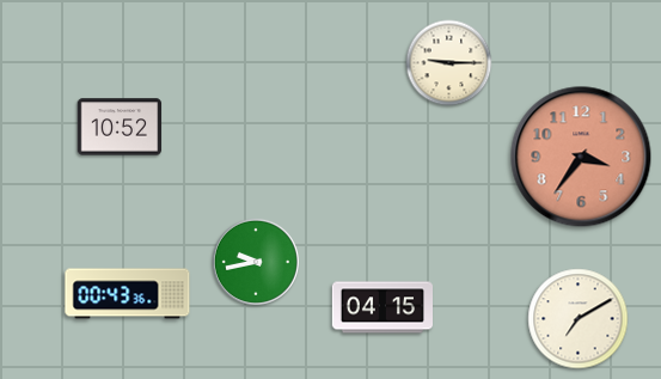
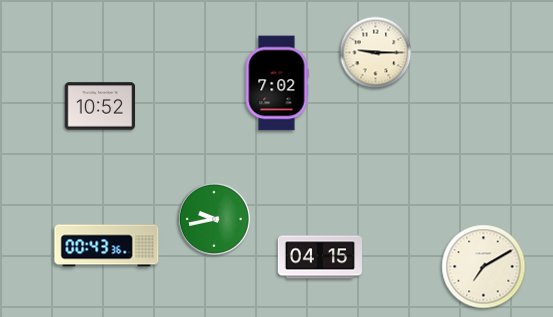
clock at (277, 83): none -> 7:02
clock at (581, 157): 3:36 -> none
